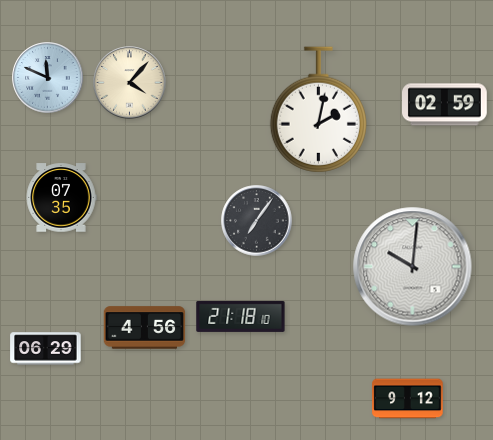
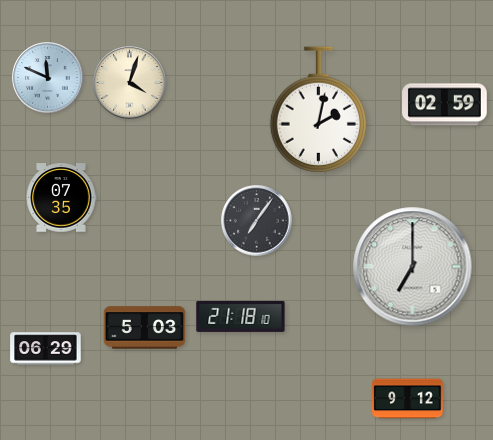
clock at (130, 83): 4:07 -> 4:03
clock at (413, 267): 10:01 -> 7:00
clock at (145, 328): 4:56 -> 5:03
